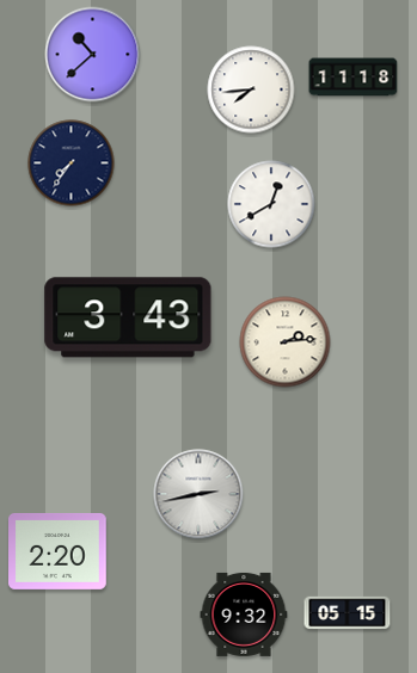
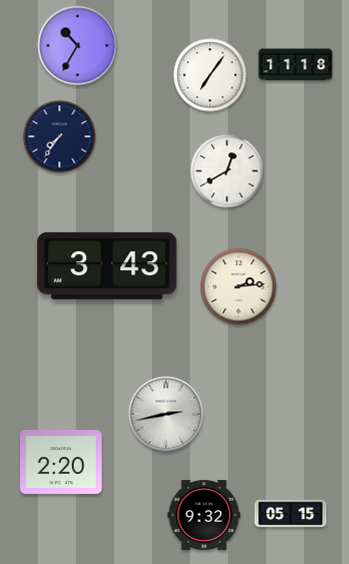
clock at (93, 55): 10:38 -> 10:35
clock at (251, 89): 7:44 -> 7:06
clock at (59, 551) position: (59, 551) -> (62, 462)
